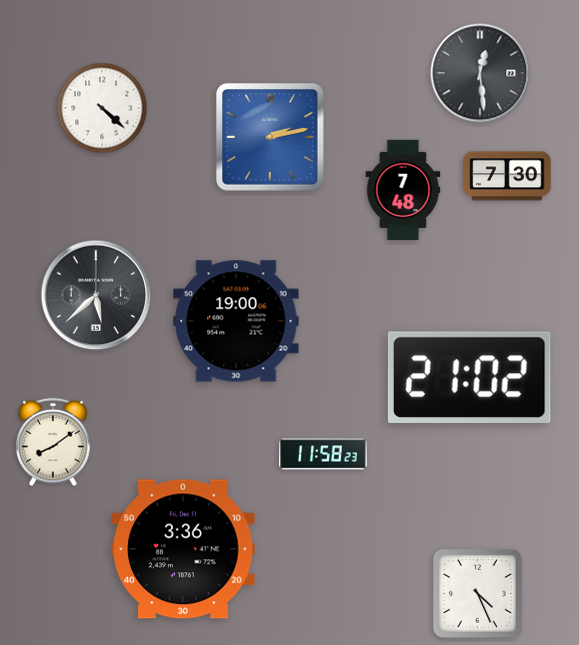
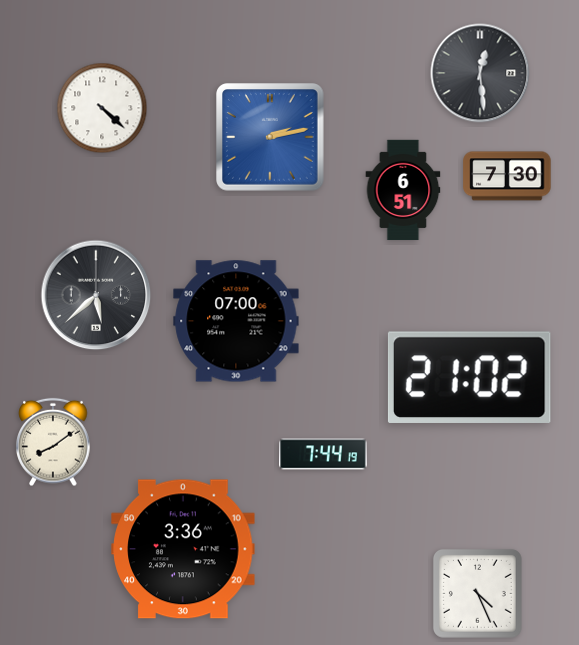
clock at (403, 190): 7:48 -> 6:51
clock at (236, 321): 19:00 -> 07:00
clock at (323, 454): 11:58 -> 7:44
